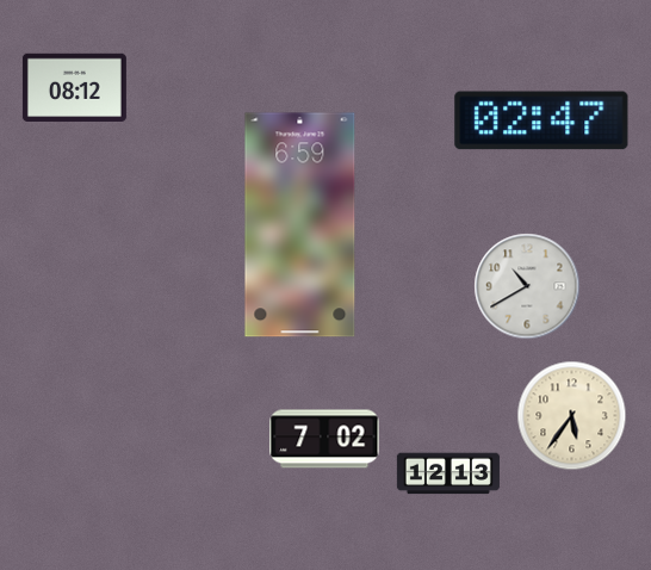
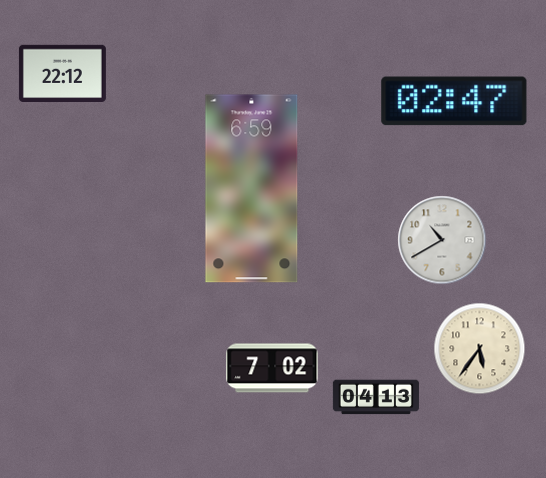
clock at (74, 88): 08:12 -> 22:12
clock at (448, 473): 12:13 -> 04:13
